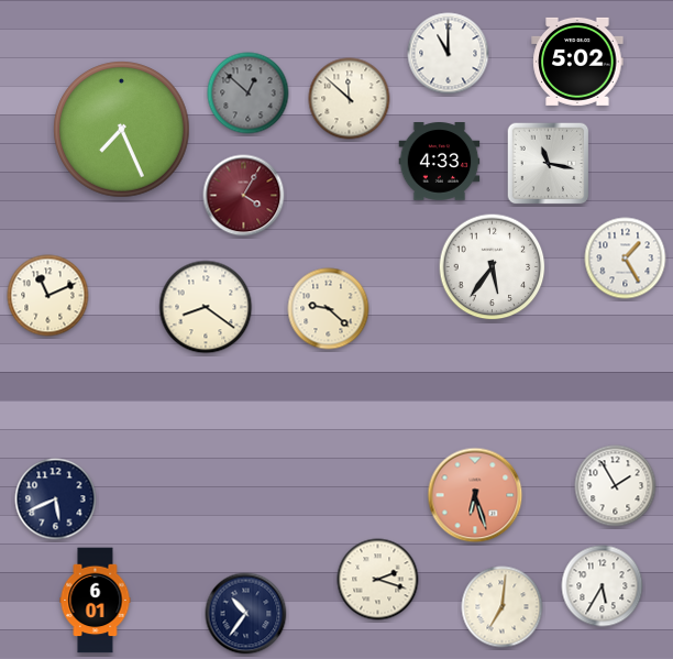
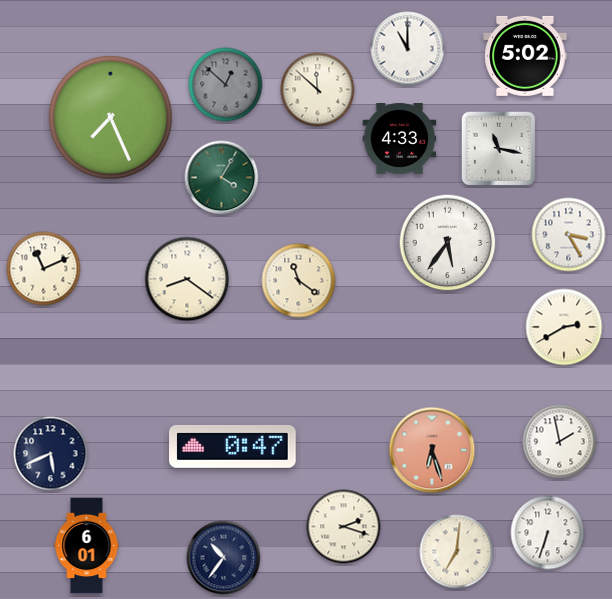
clock at (440, 162) position: (440, 162) -> (400, 139)
clock at (244, 196) dial: burgundy -> green
clock at (626, 259): 1:25 -> 3:25
clock at (329, 309): 9:22 -> 11:21
clock at (564, 327): none -> 2:40
clock at (616, 486): 1:55 -> 1:58
clock at (233, 446): none -> 0:47
clock at (603, 586): 5:35 -> 6:33
